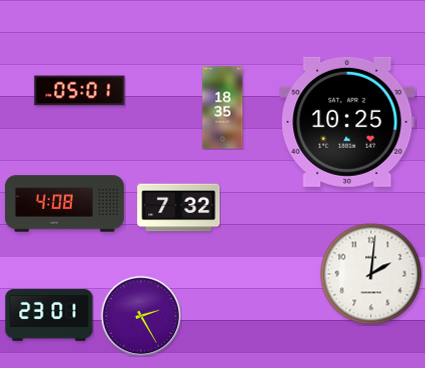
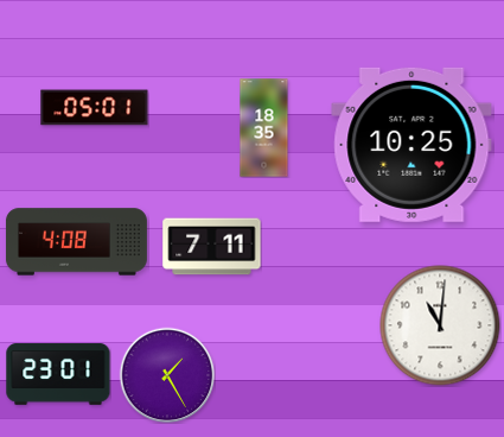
clock at (179, 208): 7:32 -> 7:11
clock at (371, 274): 2:01 -> 11:01
clock at (141, 316): 2:25 -> 1:25
